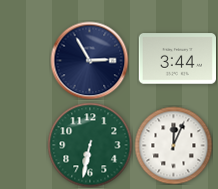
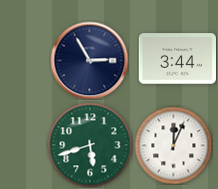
clock at (90, 145): 6:32 -> 5:42
